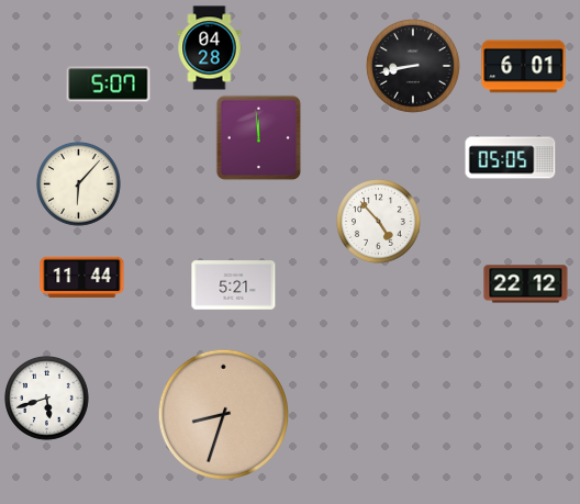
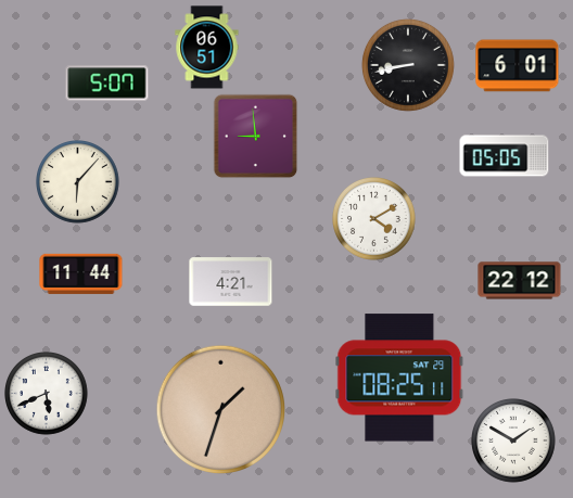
clock at (210, 48): 04:28 -> 06:51
clock at (258, 137): 11:59 -> 8:59
clock at (379, 222): 4:53 -> 4:10
clock at (234, 285): 5:21 -> 4:21
clock at (399, 378): none -> 08:25
clock at (47, 399): 5:42 -> 5:41
clock at (223, 414): 8:33 -> 1:33
clock at (514, 442): none -> 1:50
